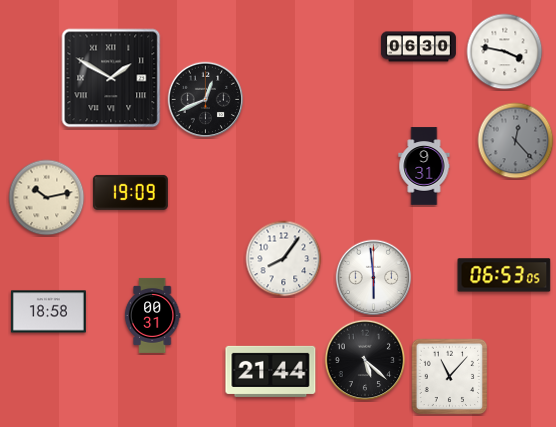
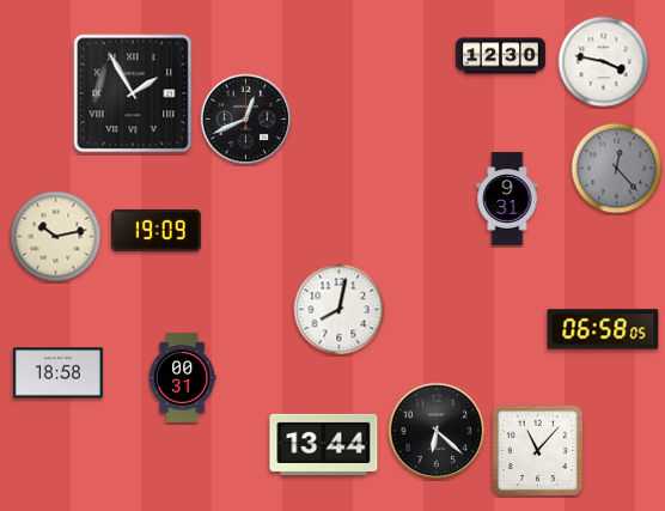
clock at (418, 47): 06:30 -> 12:30
clock at (111, 78): 1:50 -> 1:55
clock at (284, 259): 8:06 -> 8:02
clock at (504, 275): 06:53 -> 06:58
clock at (374, 278): 5:59 -> none
clock at (365, 360): 5:22 -> 6:22
clock at (271, 371): 21:44 -> 13:44
